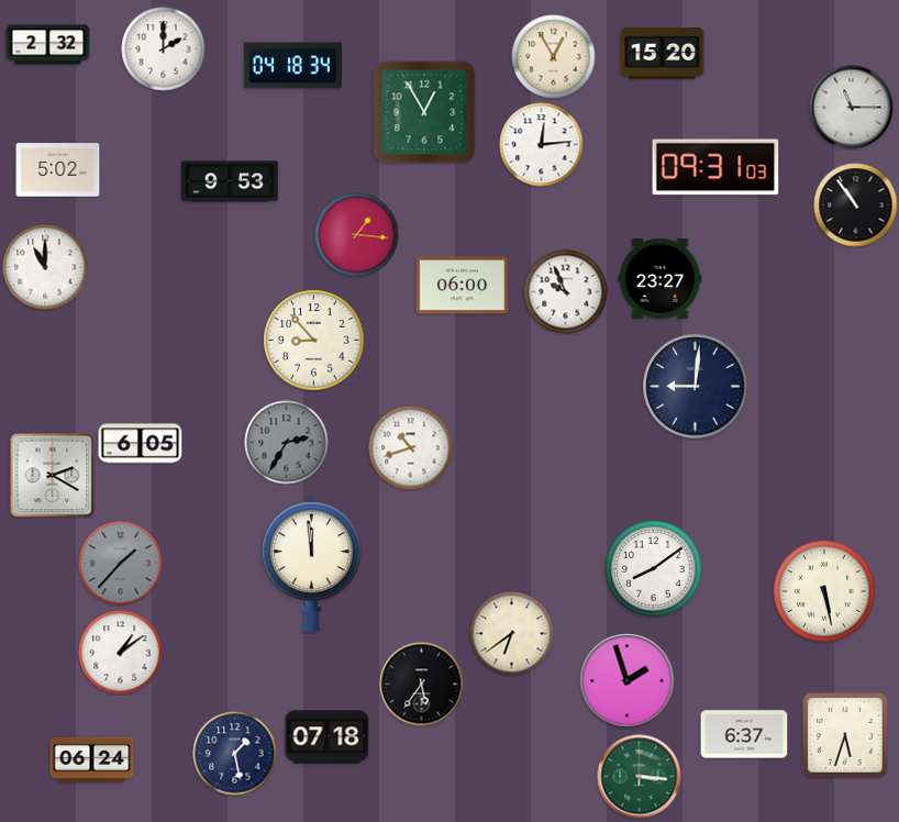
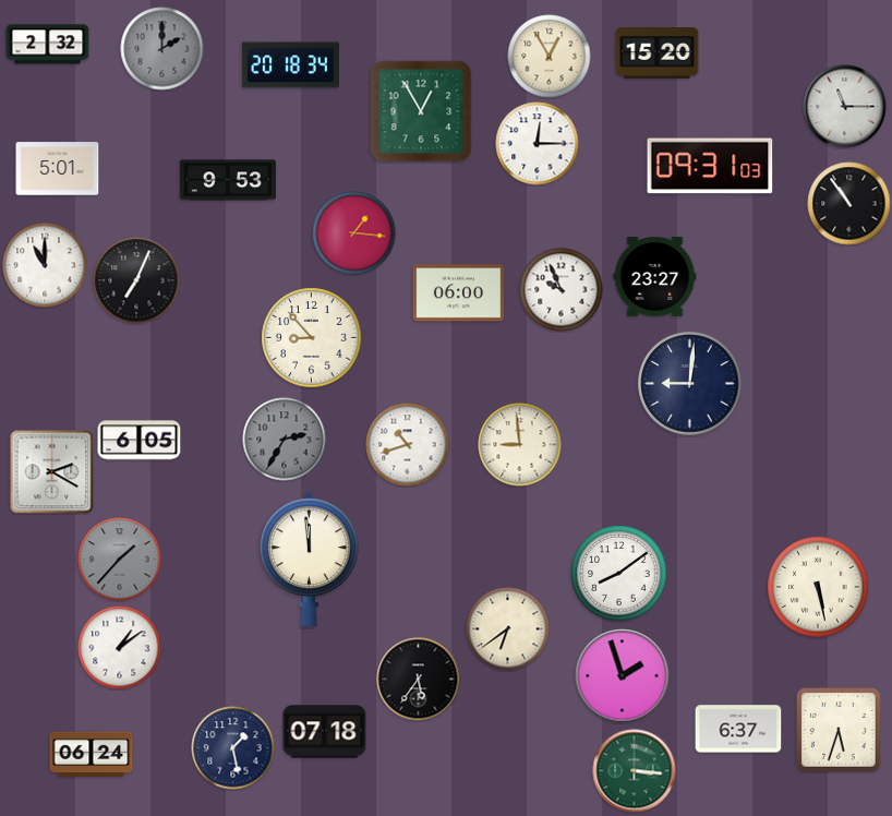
clock at (164, 49) dial: white -> grey
clock at (292, 66): 04:18 -> 20:18
clock at (542, 145): 12:14 -> 12:15
clock at (58, 170): 5:02 -> 5:01
clock at (136, 280): none -> 7:04
clock at (463, 286) position: (463, 286) -> (459, 293)
clock at (520, 445): none -> 8:59
clock at (654, 569) position: (654, 569) -> (619, 574)
